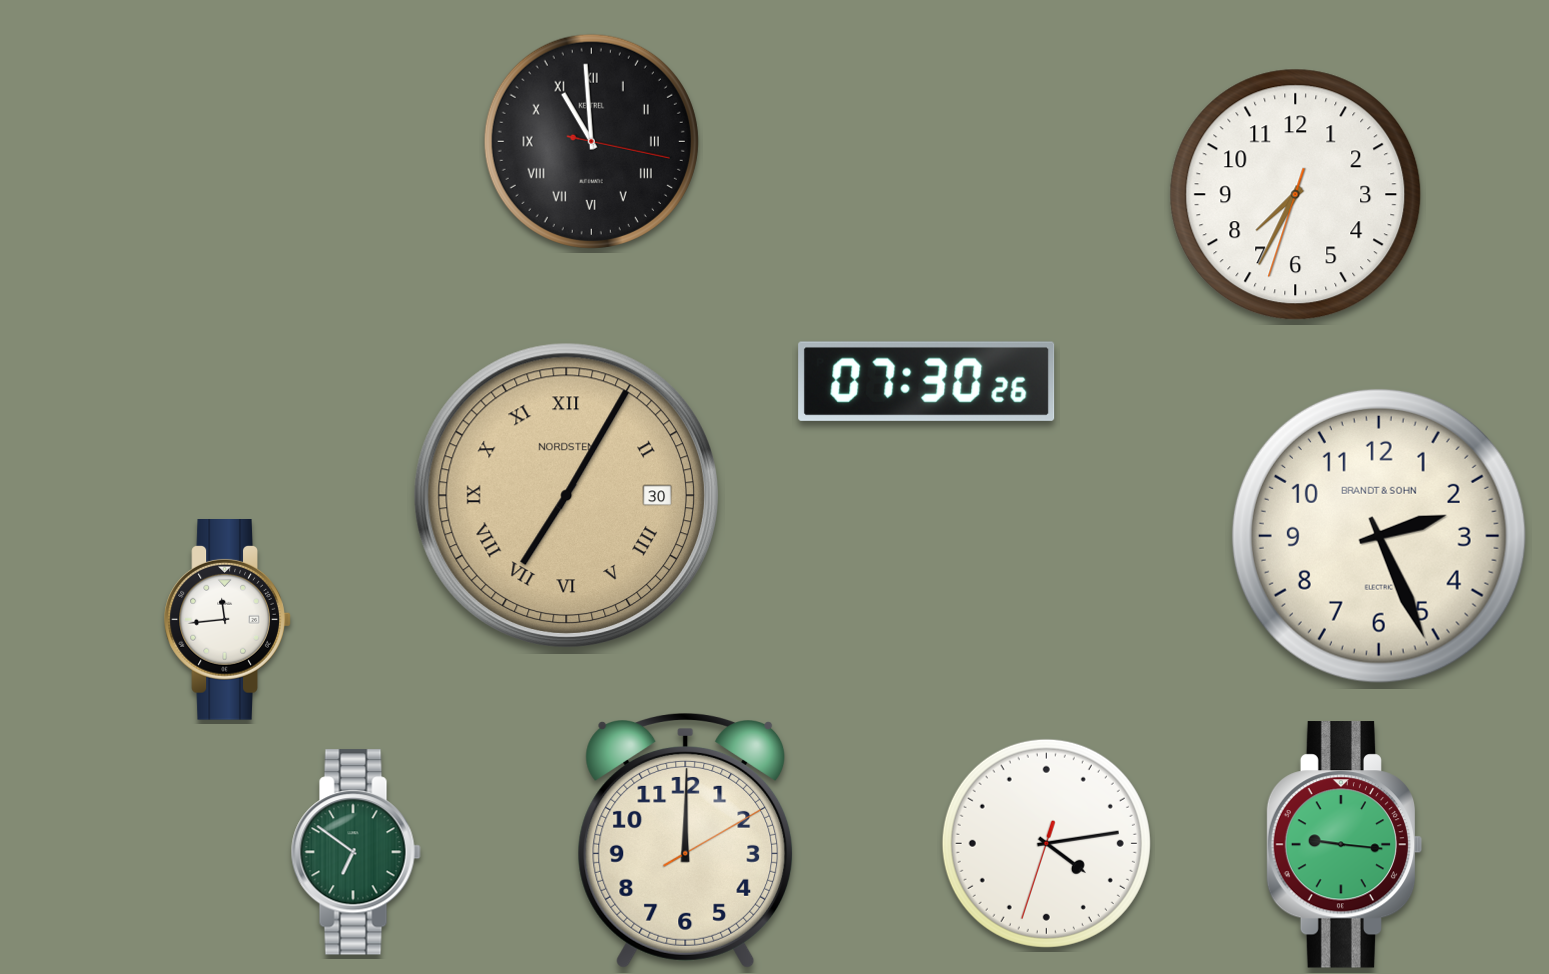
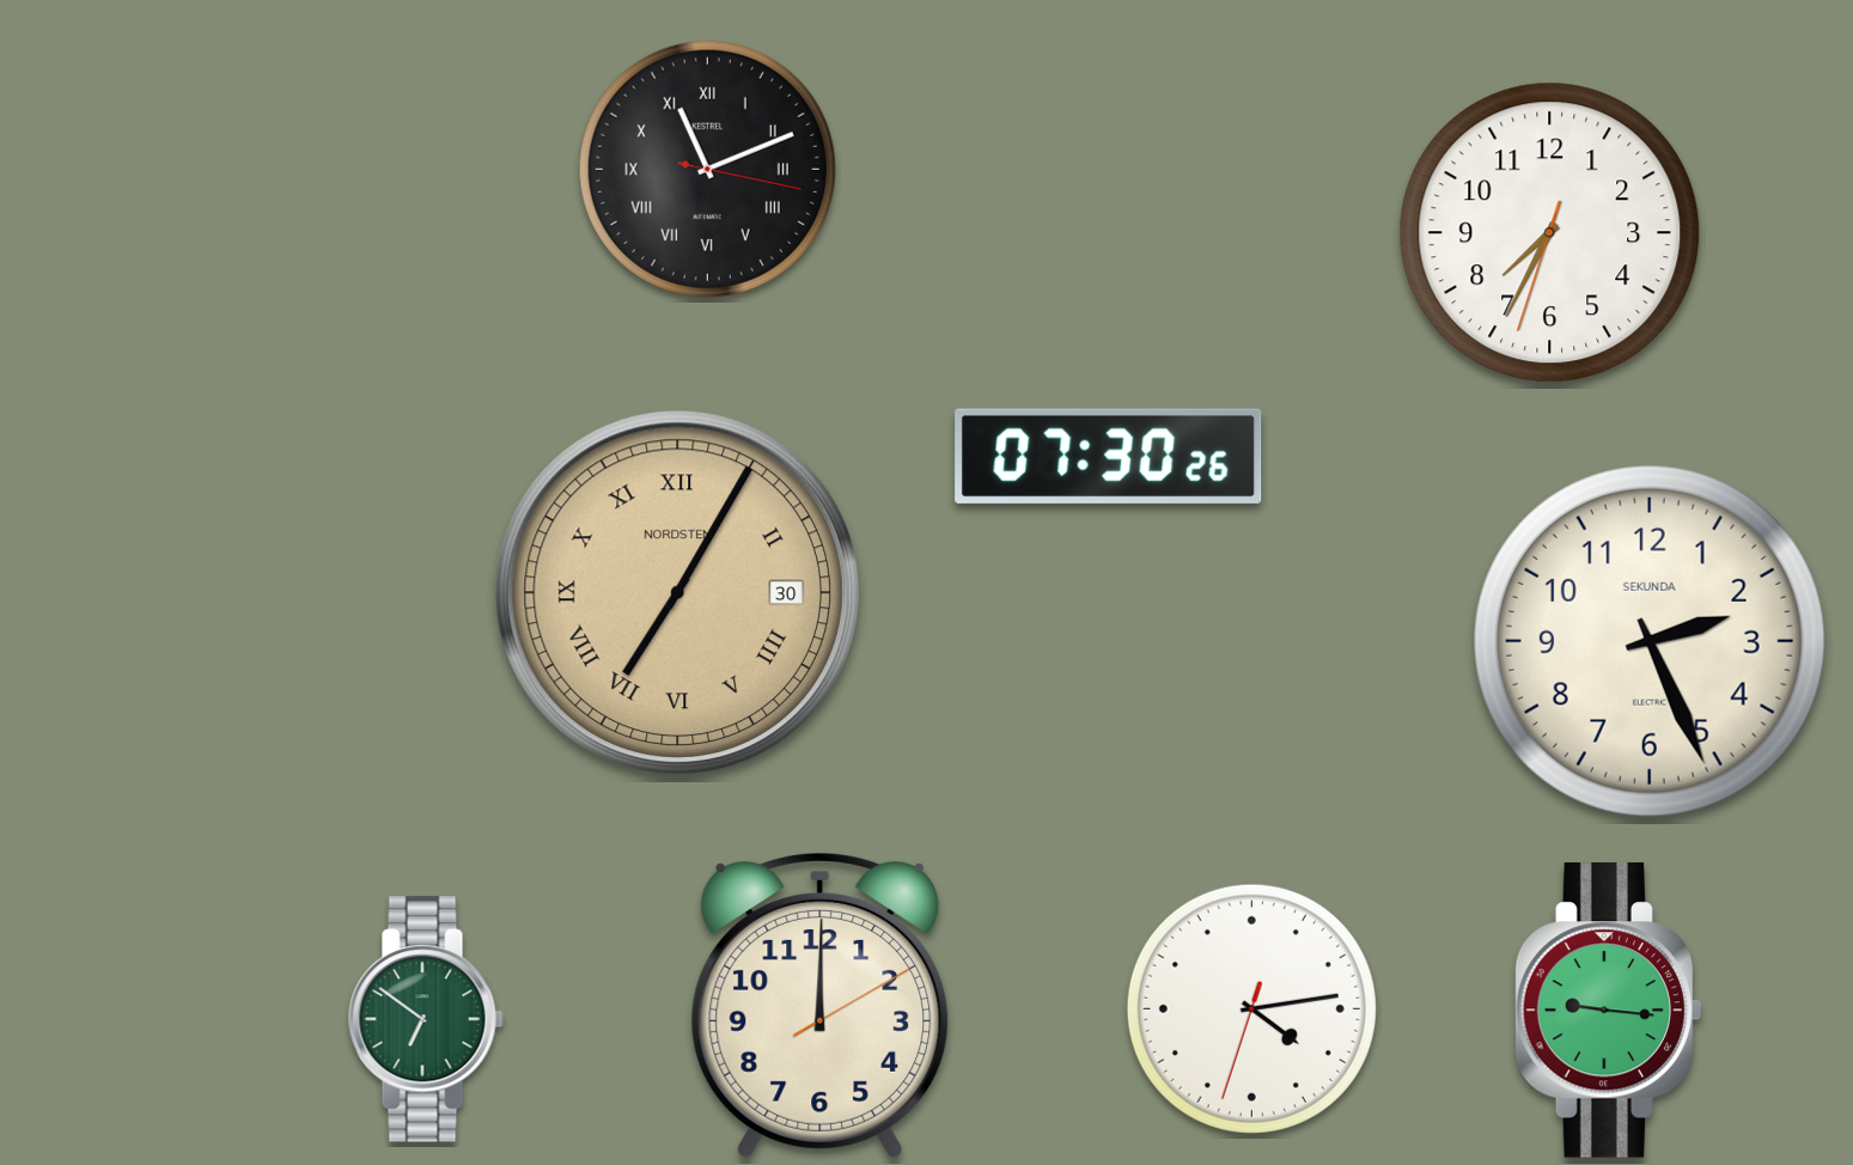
clock at (591, 141): 10:59 -> 11:11
clock at (1379, 536) brand: BRANDT & SOHN -> SEKUNDA
clock at (228, 620): 11:44 -> none
